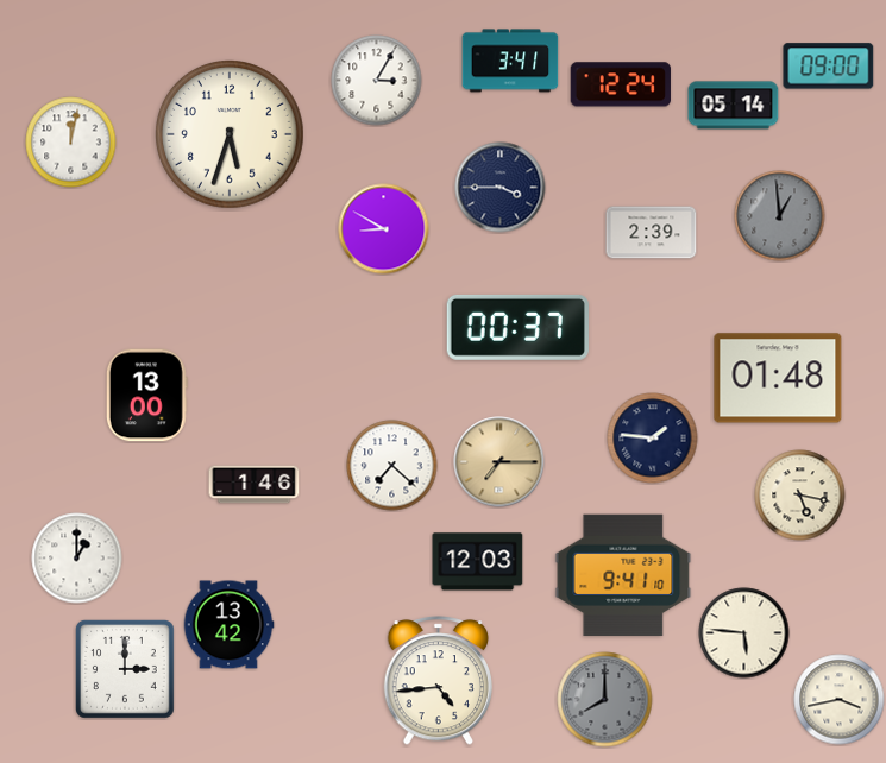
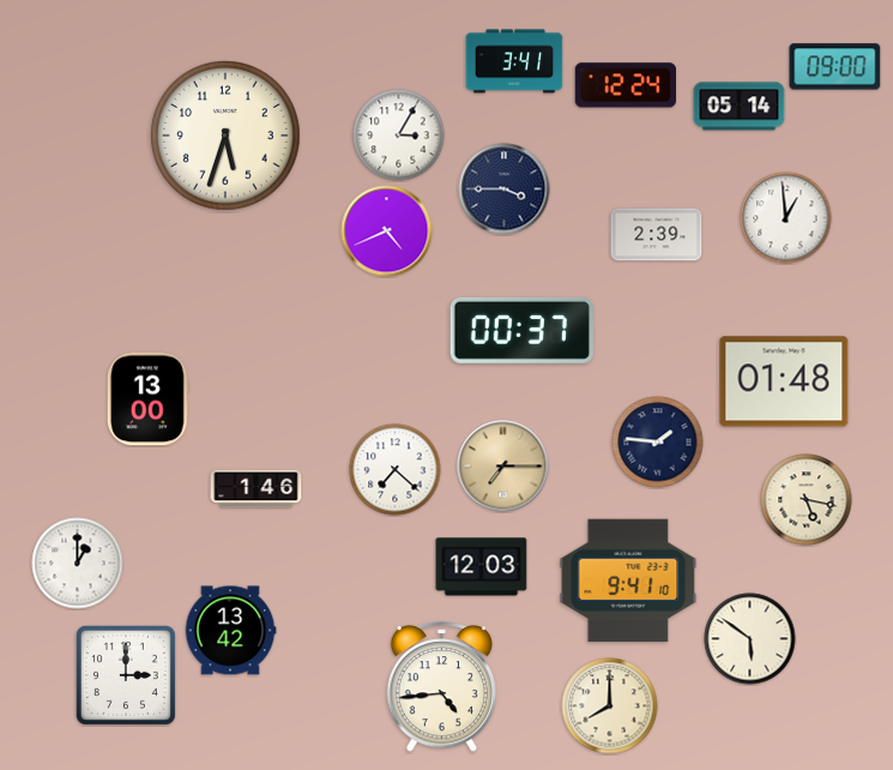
clock at (377, 81) position: (377, 81) -> (399, 136)
clock at (231, 135) position: (231, 135) -> (227, 137)
clock at (71, 143): 12:02 -> none
clock at (780, 216) dial: grey -> white
clock at (384, 229): 8:50 -> 4:41
clock at (744, 633): 5:46 -> 5:51
clock at (605, 700) dial: grey -> cream
clock at (840, 700): 3:43 -> none
